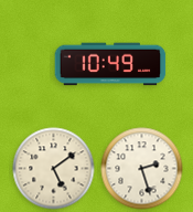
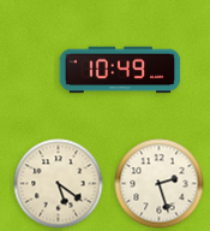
clock at (54, 169): 5:09 -> 5:21
clock at (142, 169) position: (142, 169) -> (160, 184)
